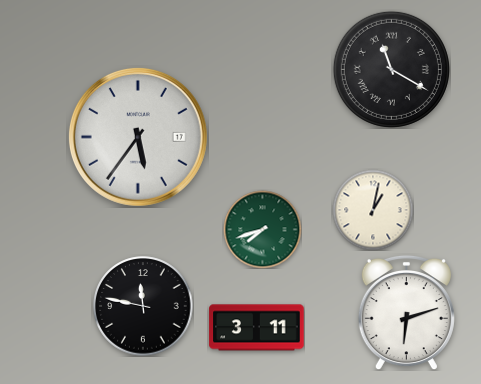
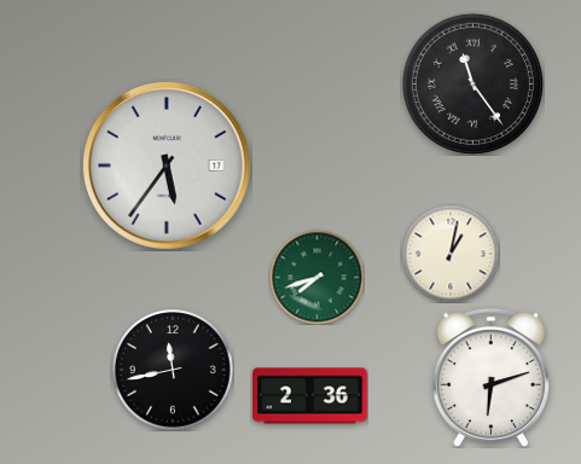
clock at (391, 69): 11:20 -> 11:24
clock at (143, 306): 11:47 -> 11:43
clock at (257, 328): 3:11 -> 2:36
